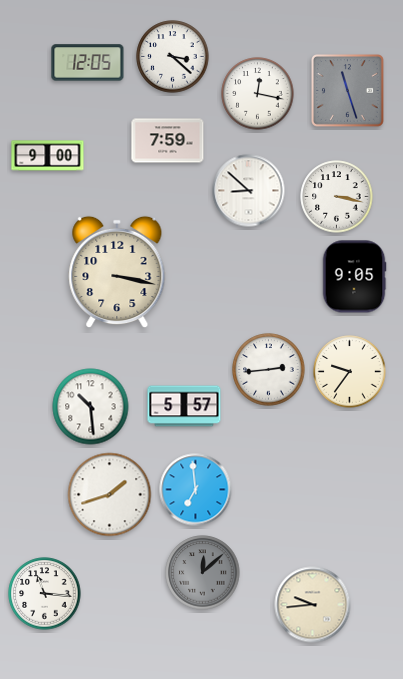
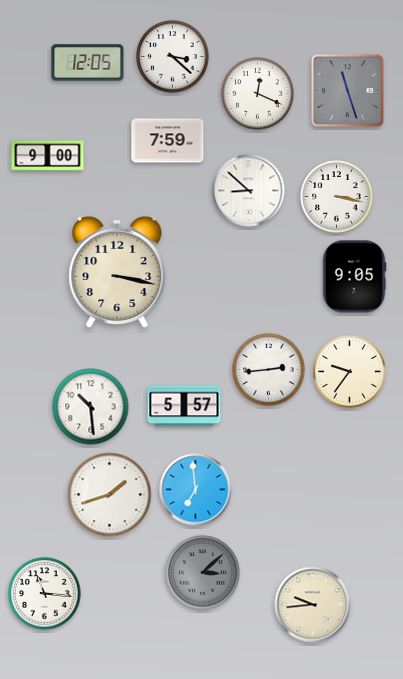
clock at (258, 94): 12:17 -> 12:19
clock at (203, 573): 12:08 -> 3:08
